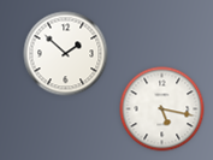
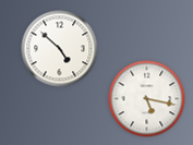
clock at (66, 54): 1:52 -> 4:52
